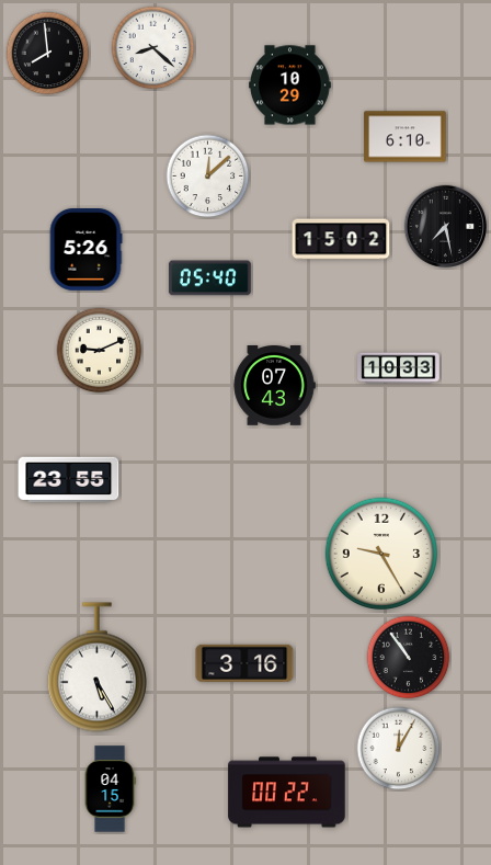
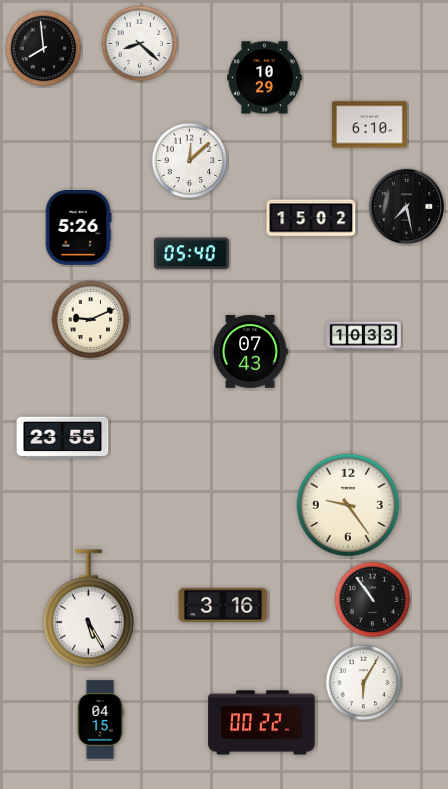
clock at (380, 553): 9:25 -> 9:24
clock at (399, 749): 12:05 -> 6:05
